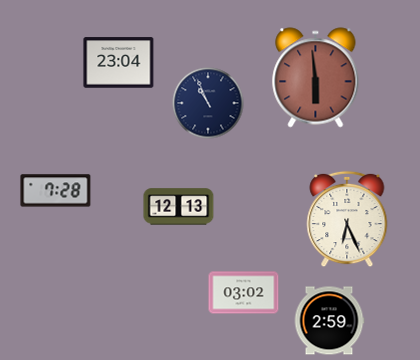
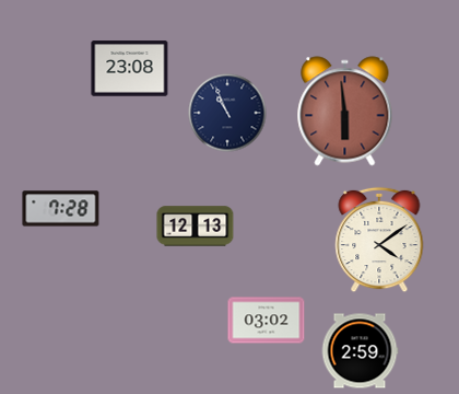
clock at (119, 63): 23:04 -> 23:08
clock at (316, 78) position: (316, 78) -> (345, 112)
clock at (347, 219): 6:26 -> 4:09
